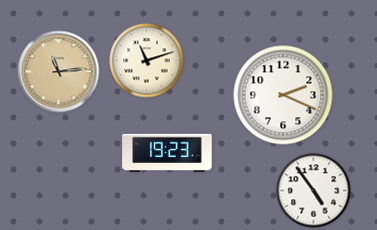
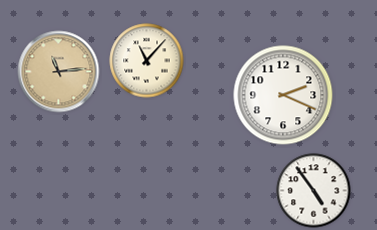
clock at (147, 61): 11:12 -> 11:07
clock at (167, 152): 19:23 -> none
